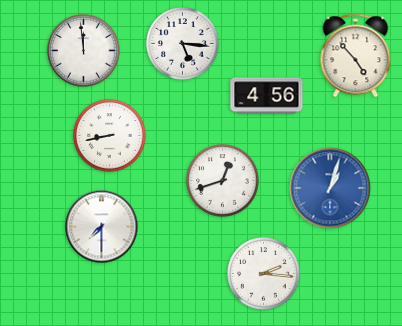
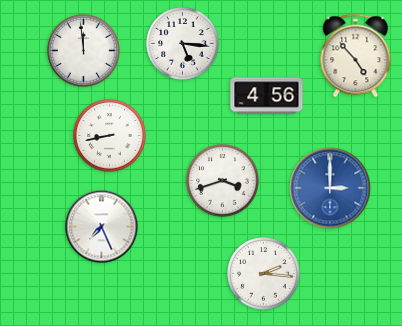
clock at (223, 181): 12:42 -> 3:42
clock at (330, 188): 1:03 -> 3:00
clock at (102, 227): 7:30 -> 7:26
